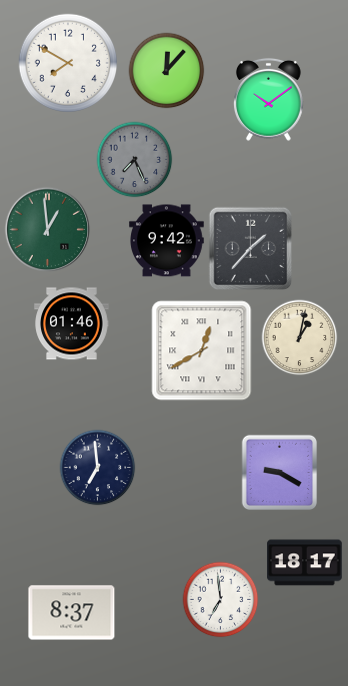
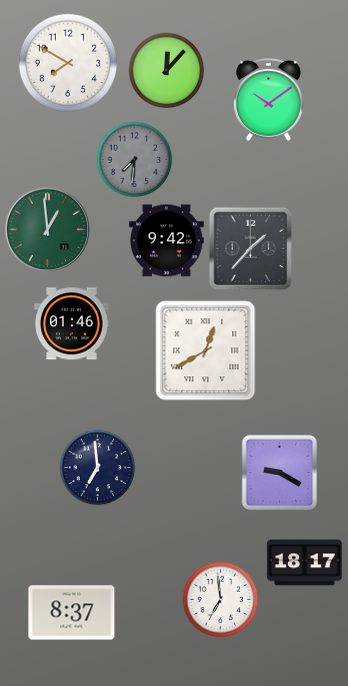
clock at (135, 160): 7:26 -> 7:31
clock at (300, 338): 1:02 -> none
clock at (202, 351) position: (202, 351) -> (206, 351)
